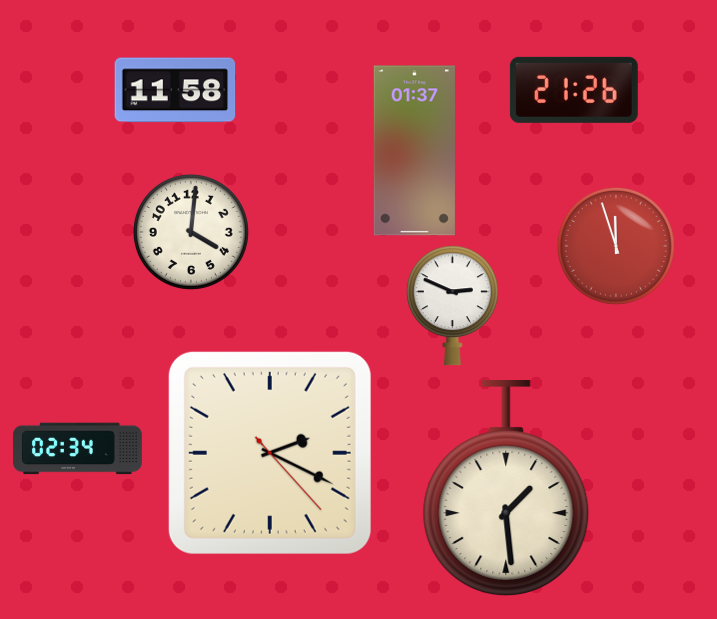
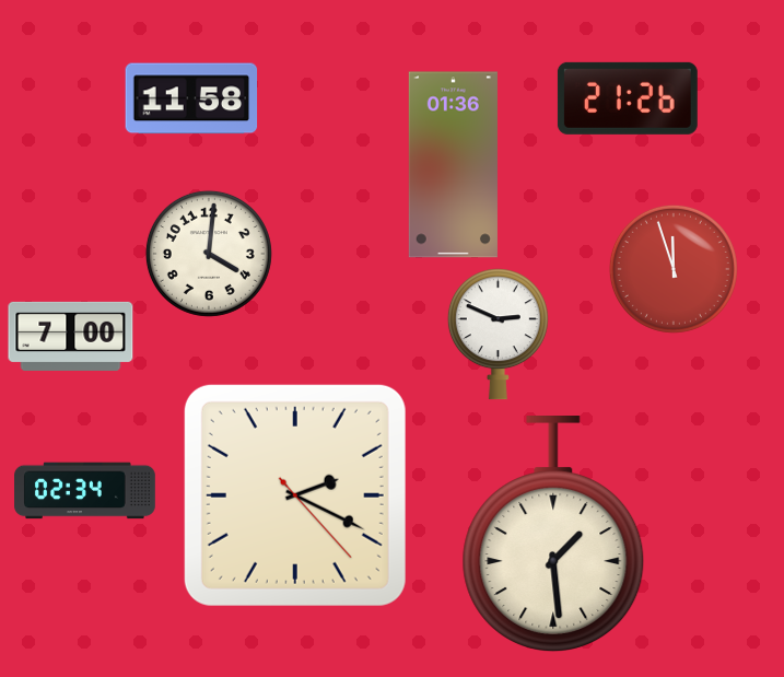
clock at (414, 151): 01:37 -> 01:36
clock at (452, 306) position: (452, 306) -> (498, 335)
clock at (71, 336): none -> 7:00
